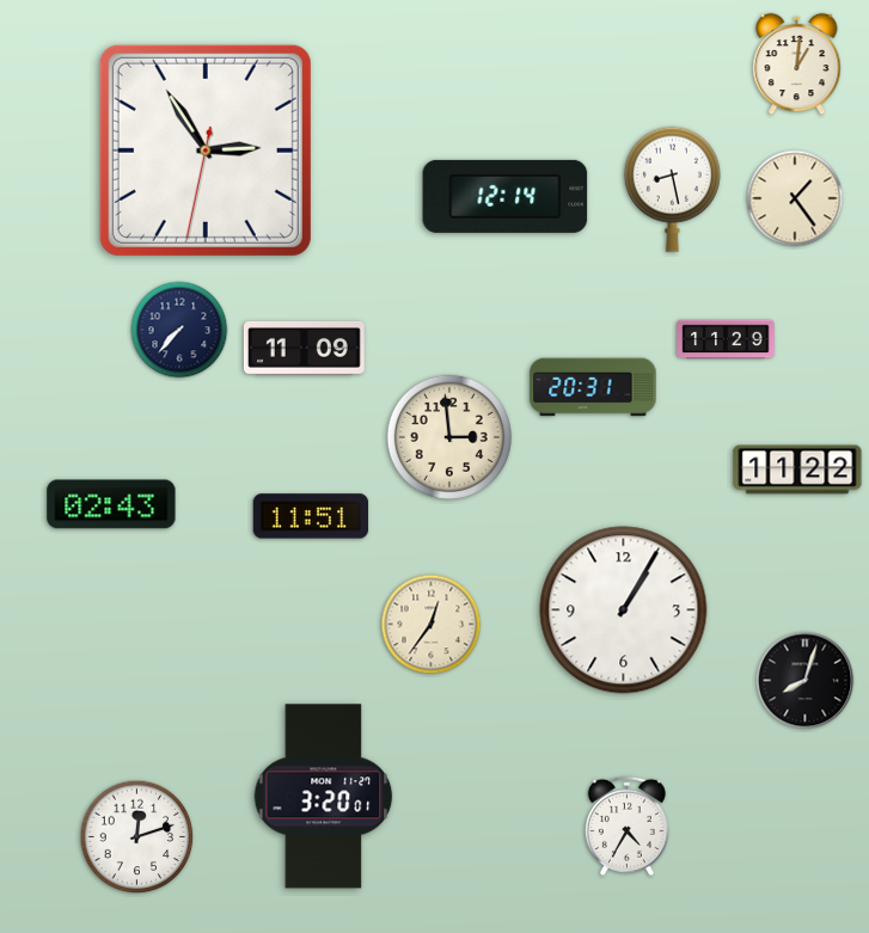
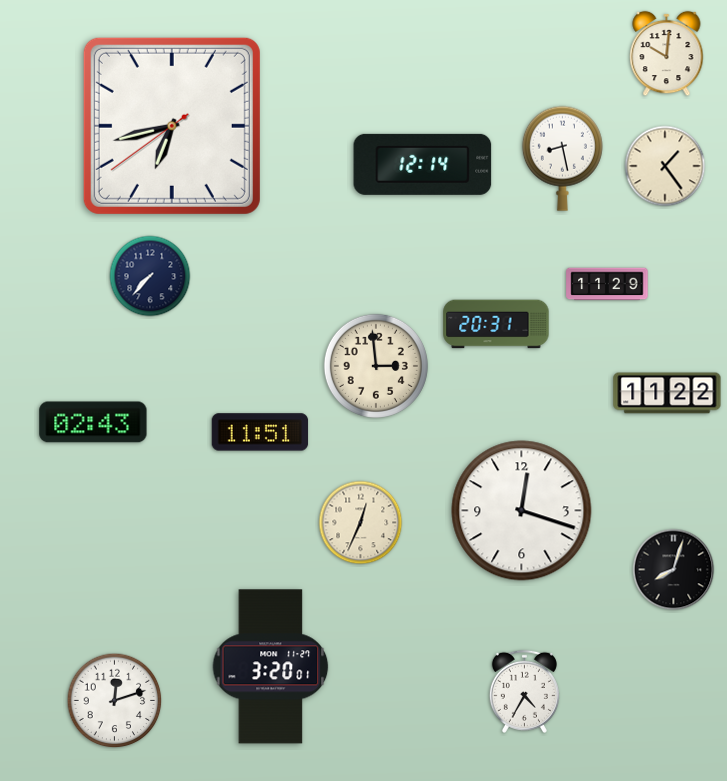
clock at (797, 65): 1:01 -> 10:01
clock at (206, 151): 2:54 -> 6:42
clock at (304, 348): 11:09 -> none
clock at (624, 610): 1:05 -> 12:18
clock at (432, 625): 12:36 -> 12:34
